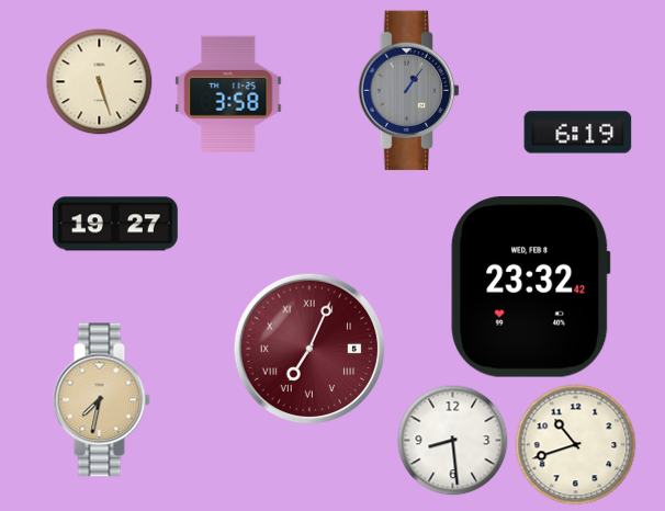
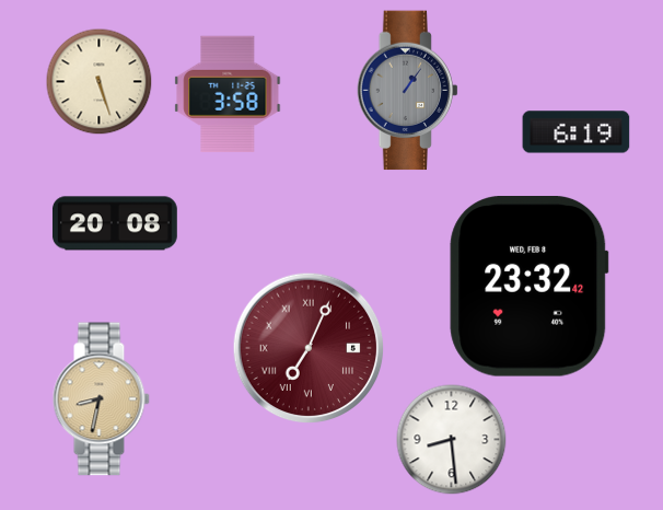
clock at (115, 224): 19:27 -> 20:08
clock at (101, 400): 7:32 -> 8:32
clock at (576, 445): 10:42 -> none
